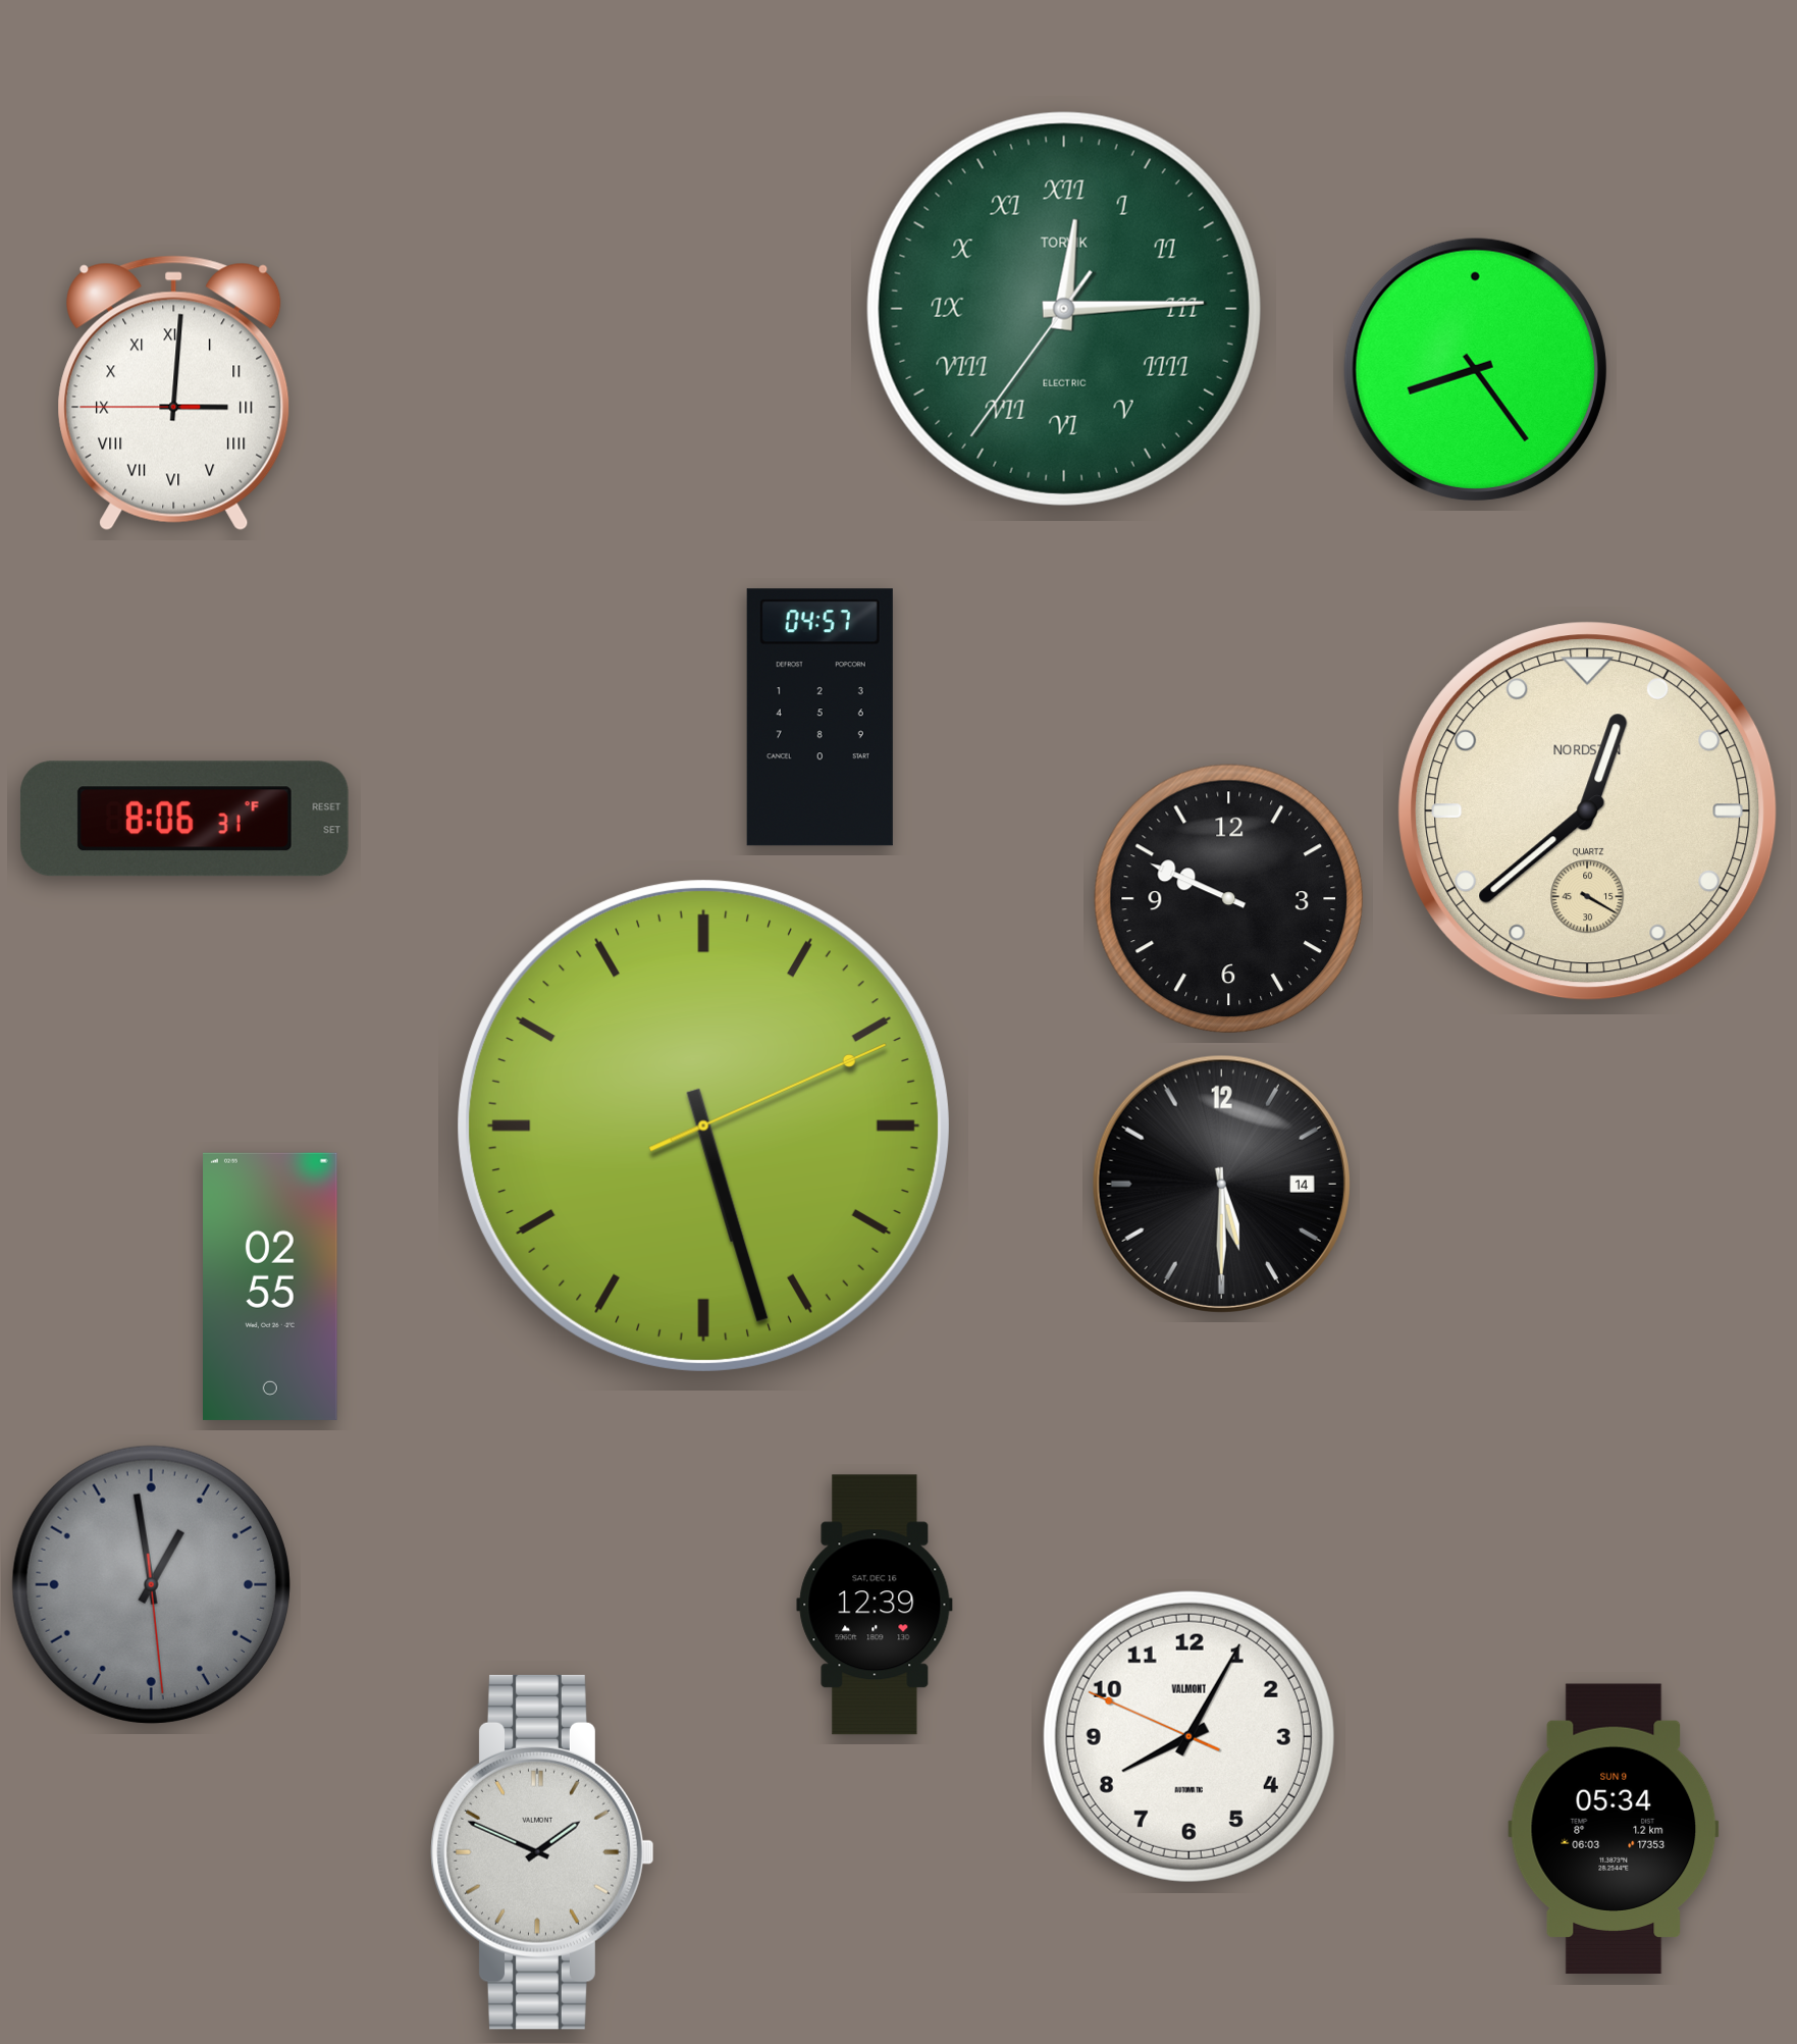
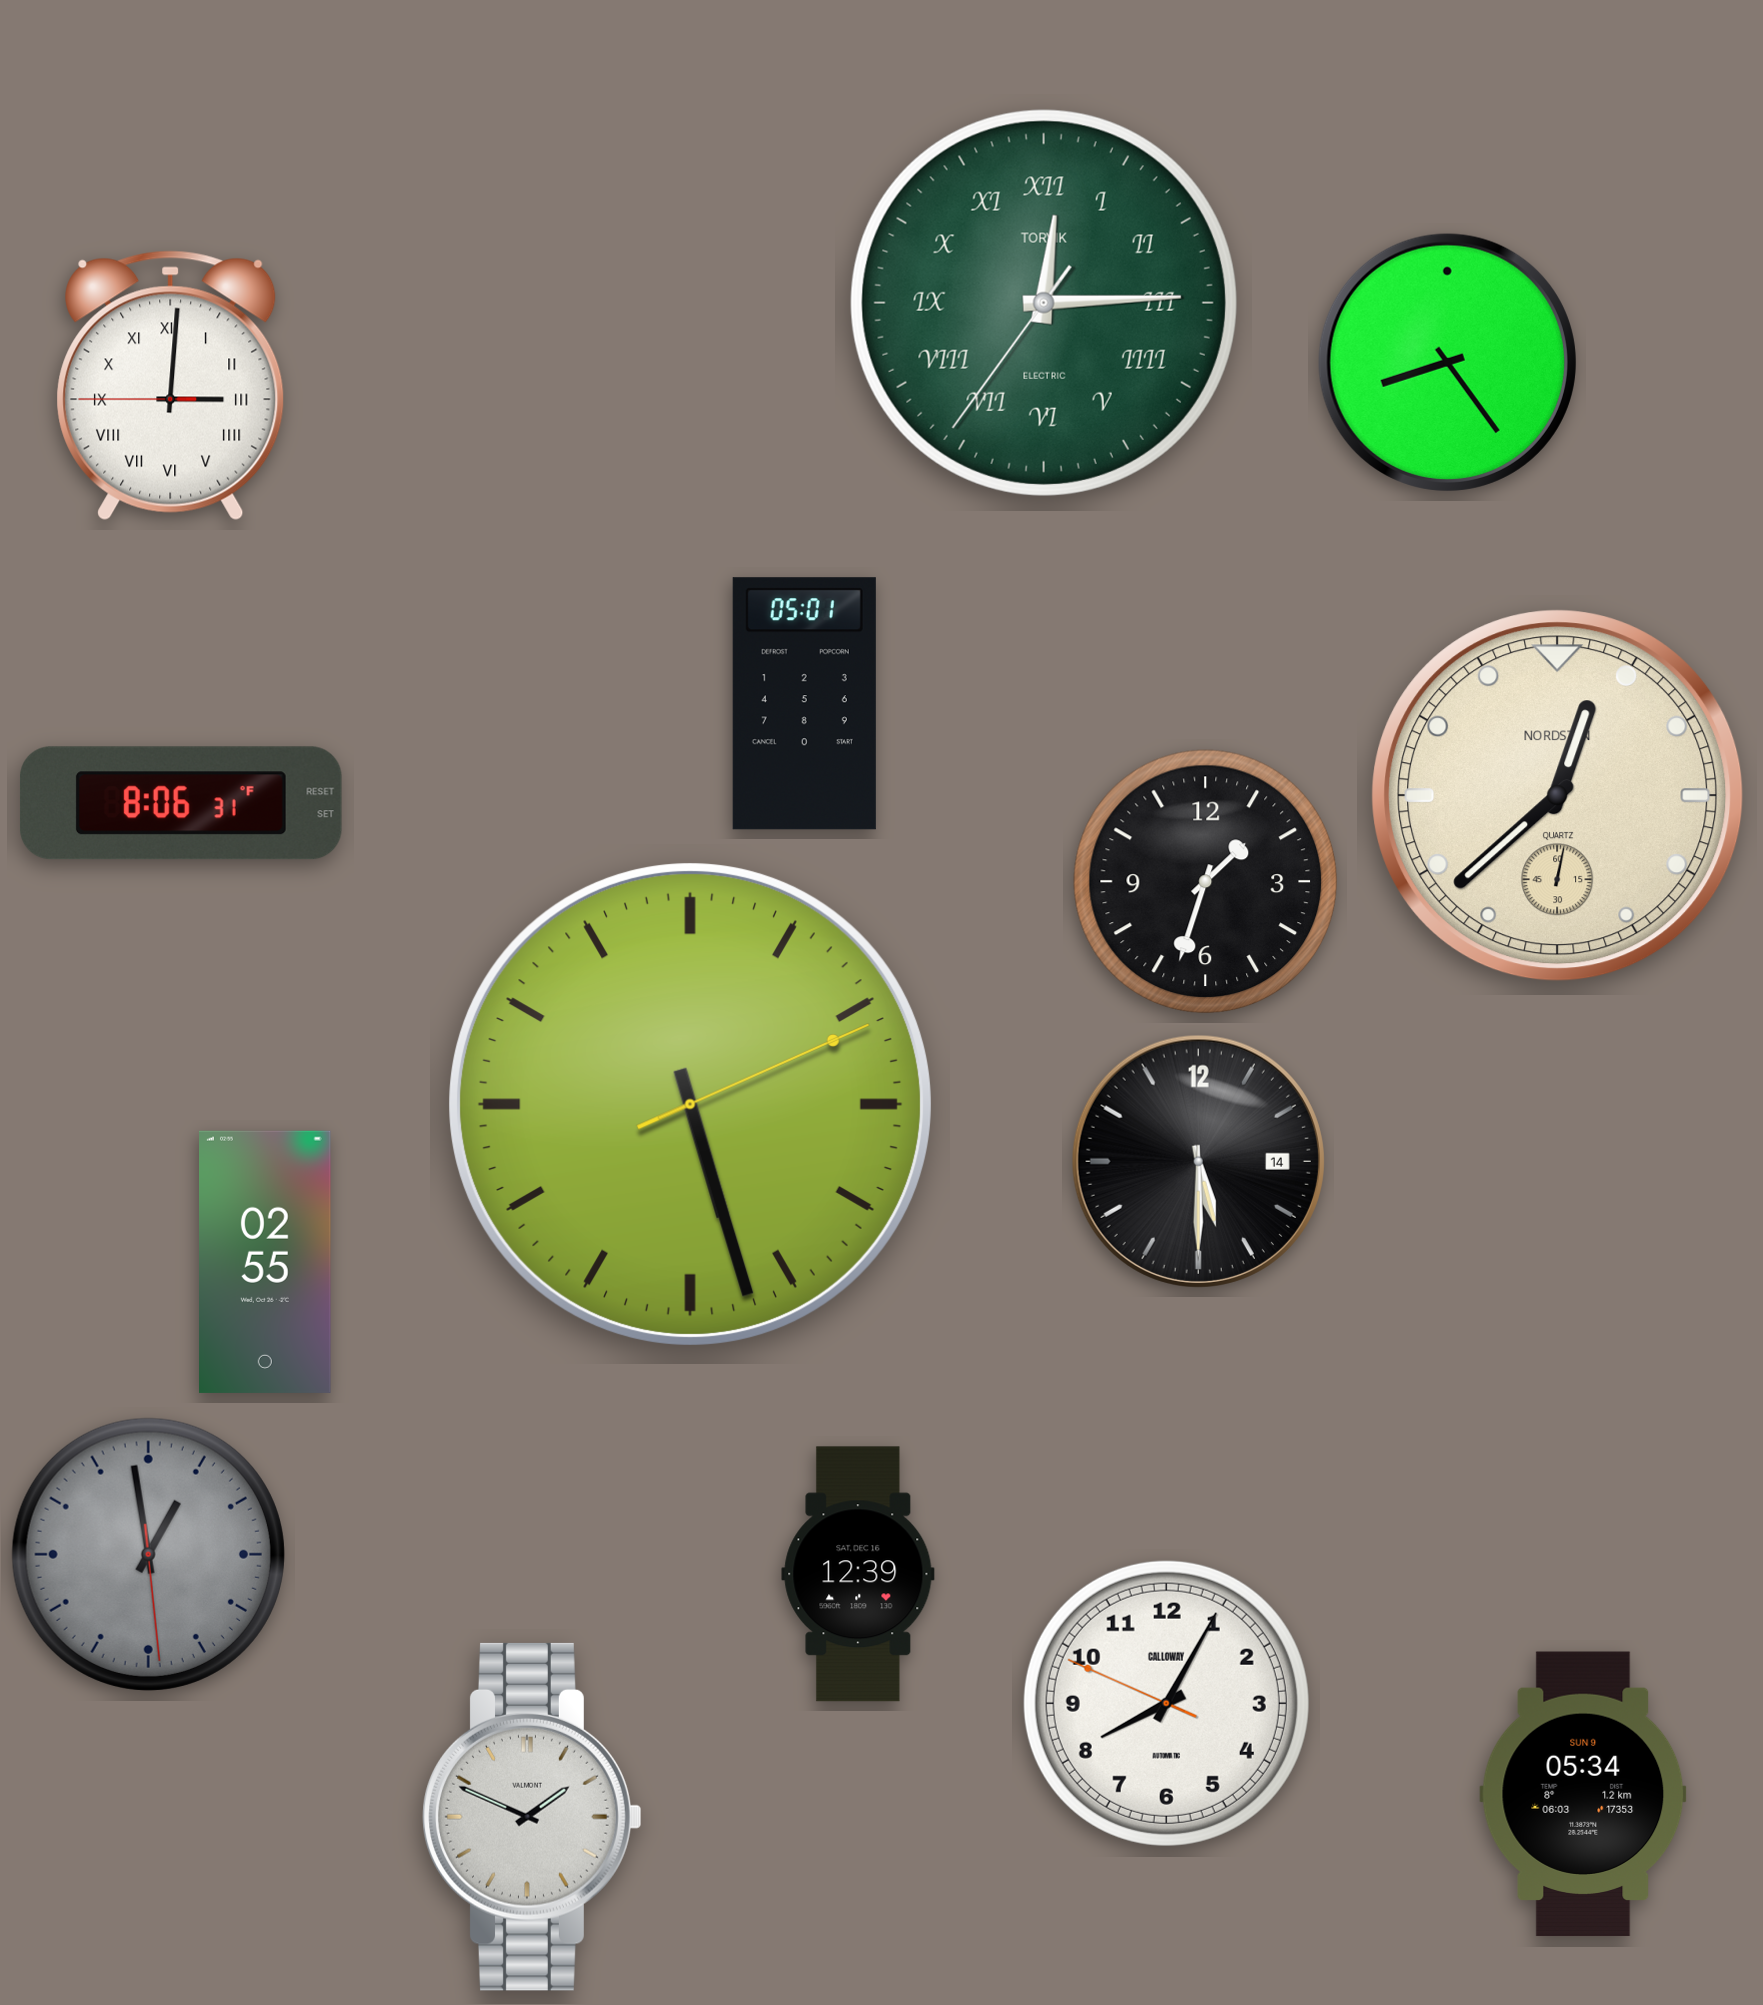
clock at (820, 718): 04:57 -> 05:01
clock at (1588, 811): 12:38:20 -> 12:38:02
clock at (1229, 898): 9:49 -> 1:33
clock at (1188, 1736) brand: VALMONT -> CALLOWAY
